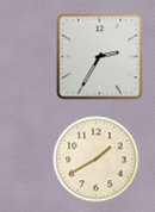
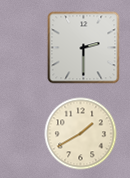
clock at (100, 57): 2:35 -> 2:30
